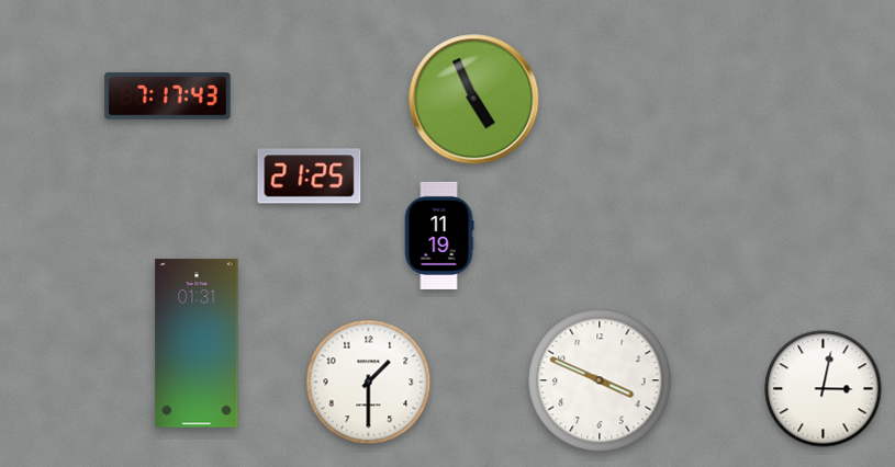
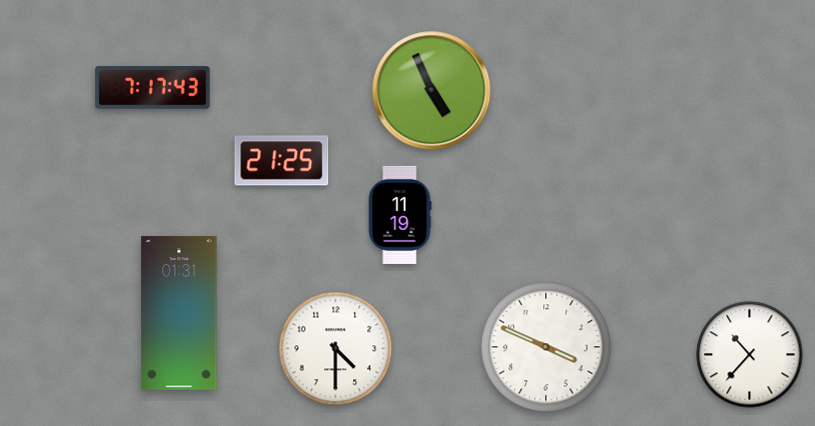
clock at (369, 383): 1:30 -> 4:30
clock at (824, 389): 3:02 -> 10:37
